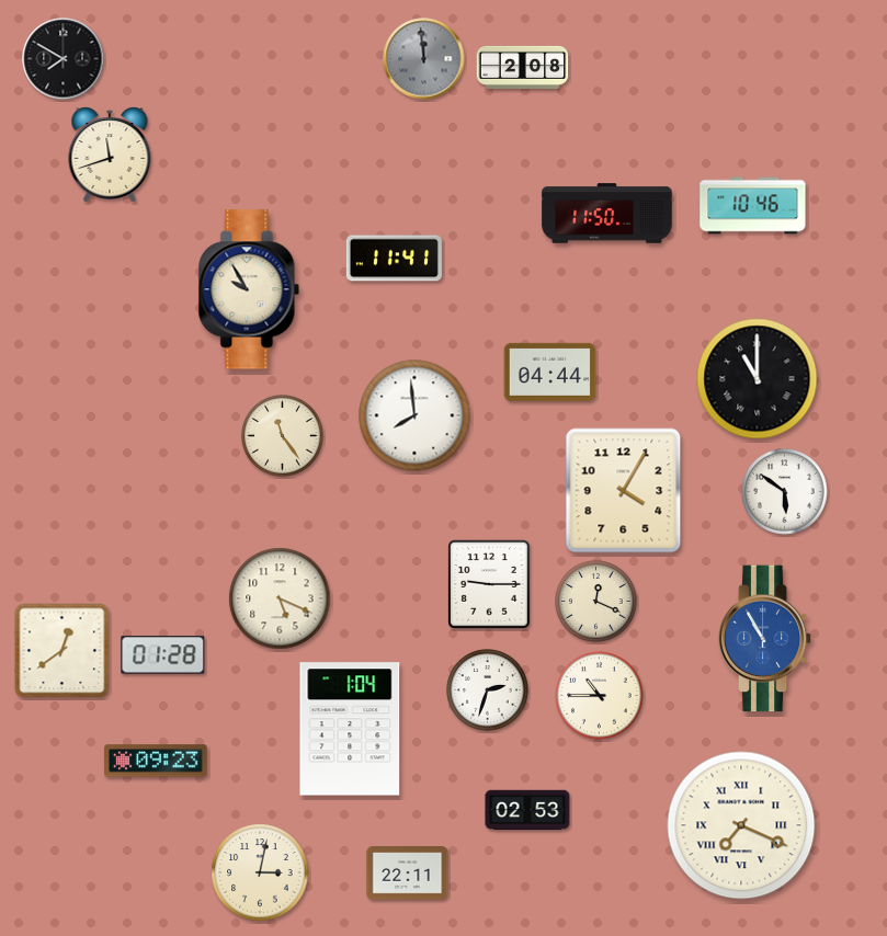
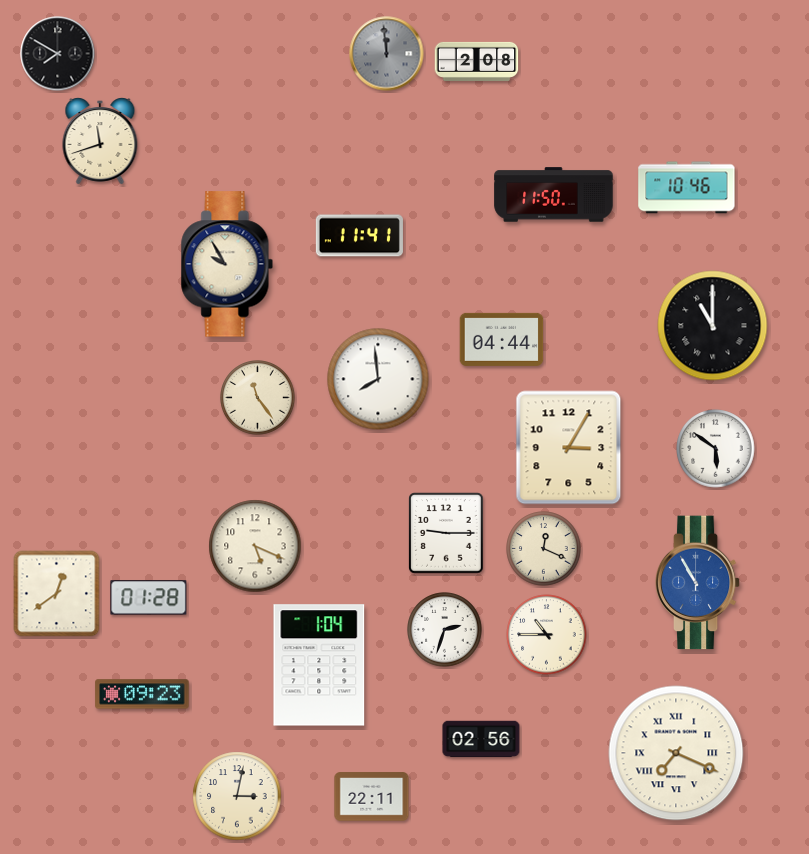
clock at (758, 379) position: (758, 379) -> (713, 326)
clock at (624, 491): 4:05 -> 3:05
clock at (527, 810): 02:53 -> 02:56
